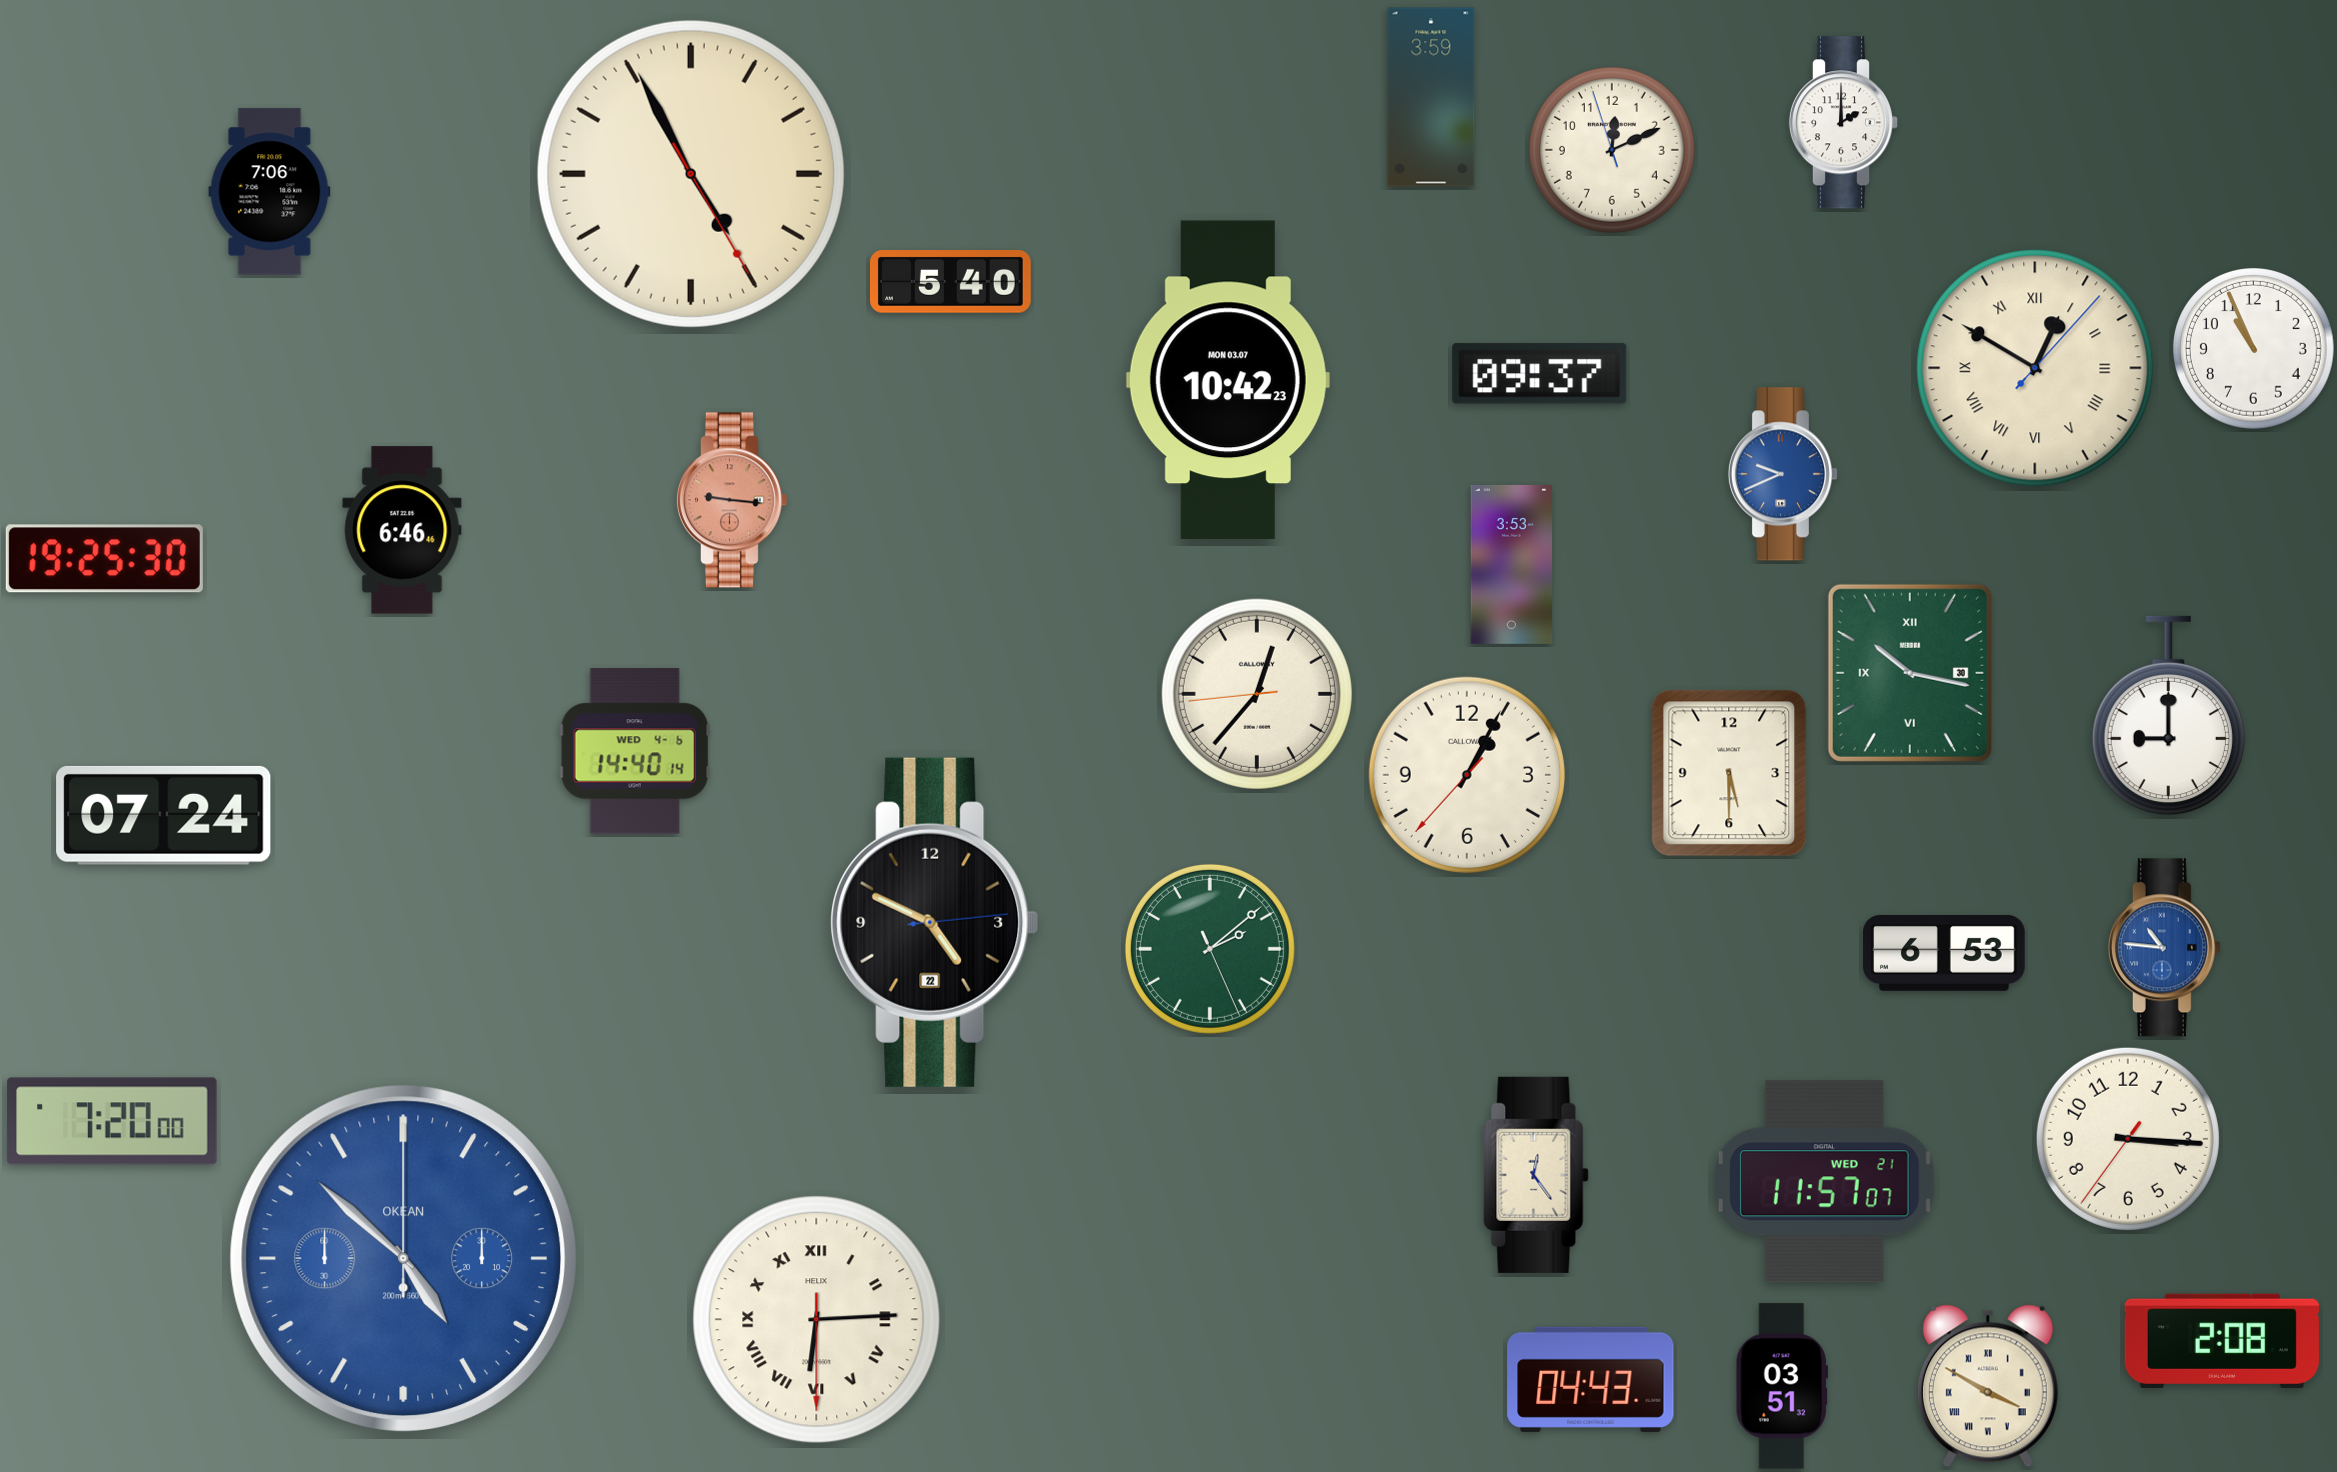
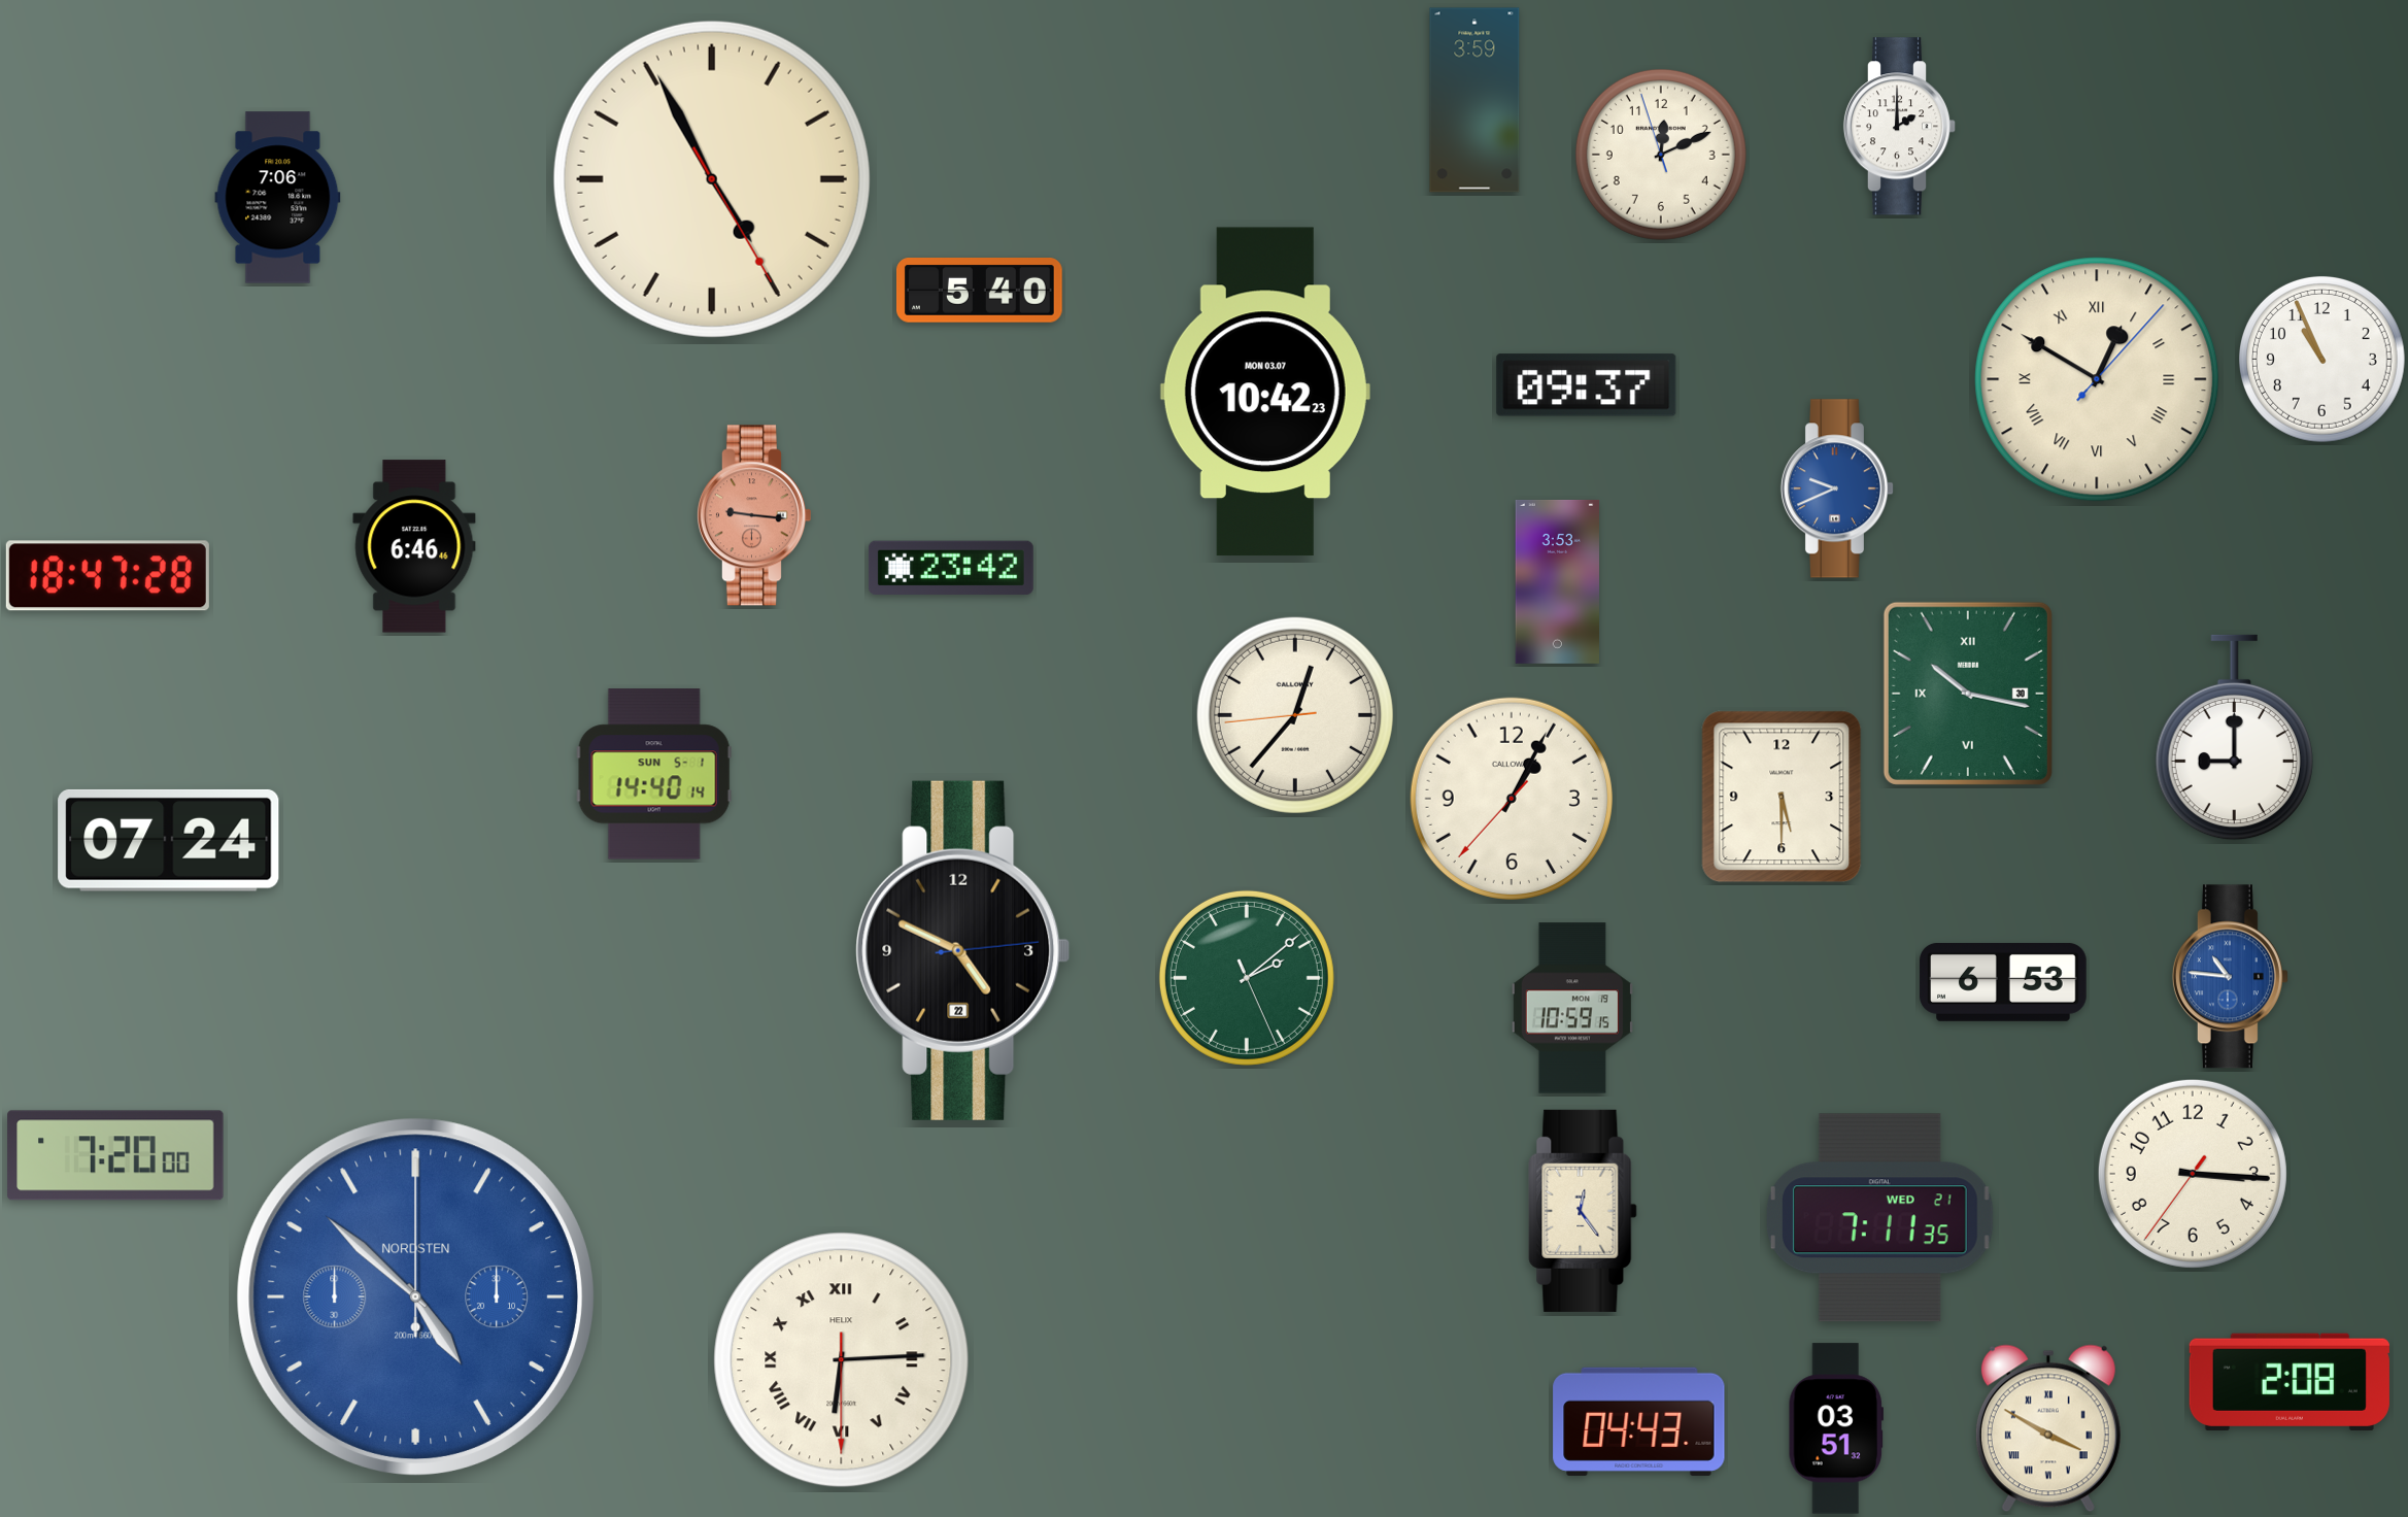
clock at (951, 567): none -> 23:42
clock at (104, 559): 19:25 -> 18:47
clock at (635, 751) date: WED 4-6 -> SUN 5-1
clock at (1572, 1008): none -> 10:59
clock at (1824, 1182): 11:57 -> 7:11
clock at (403, 1258) brand: OKEAN -> NORDSTEN
